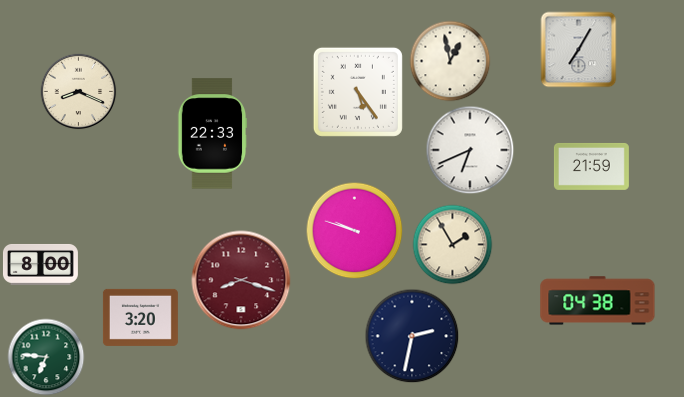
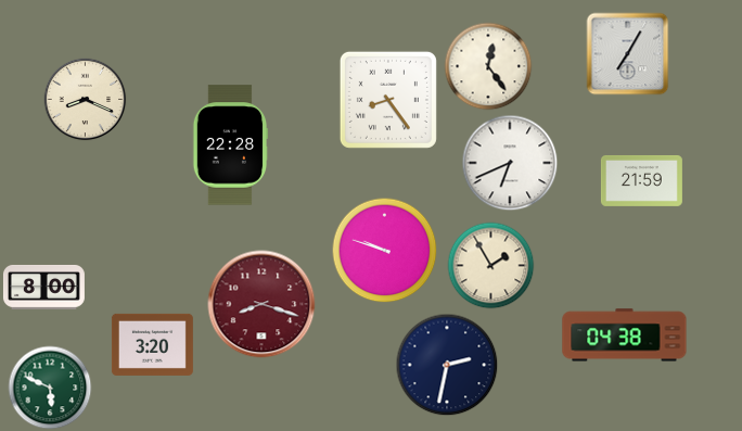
clock at (450, 61): 12:58 -> 12:24
clock at (358, 92): 5:24 -> 8:24
clock at (212, 134): 22:33 -> 22:28
clock at (598, 301) position: (598, 301) -> (625, 335)
clock at (46, 357): 6:46 -> 5:49
